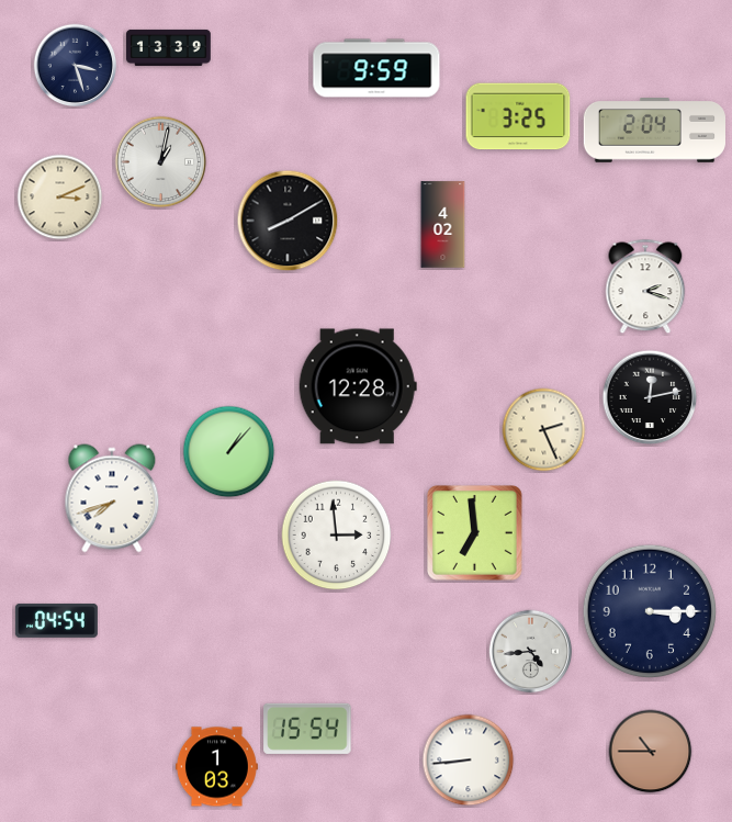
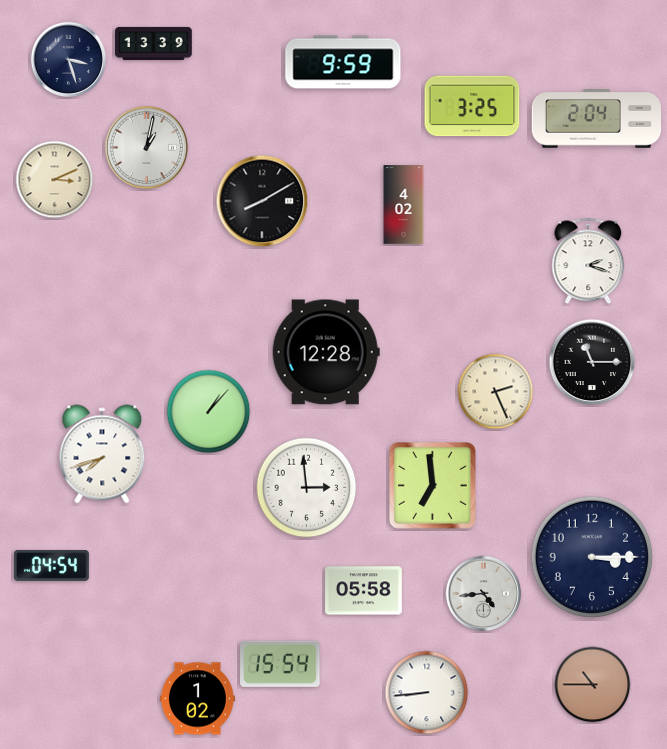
clock at (650, 397): 12:13 -> 11:15
clock at (364, 591): none -> 05:58
clock at (216, 767): 1:03 -> 1:02
